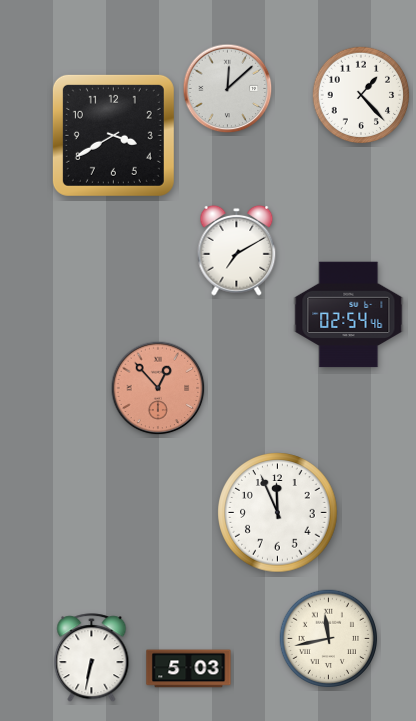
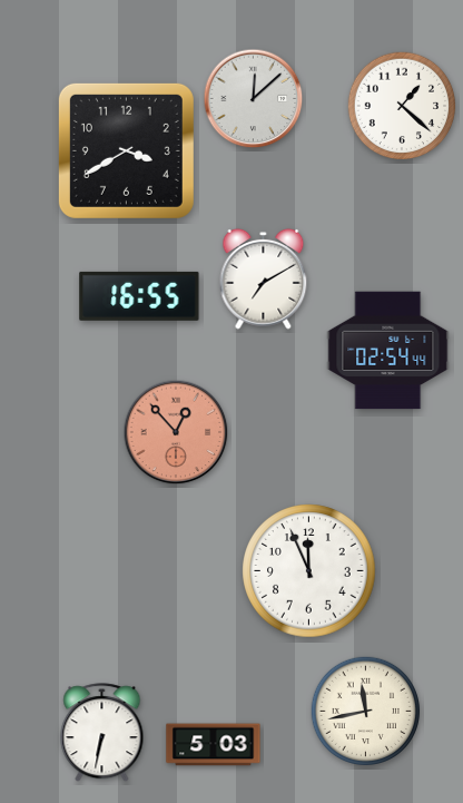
clock at (361, 95): 1:23 -> 1:22
clock at (139, 296): none -> 16:55
clock at (349, 315): 02:54:46 -> 02:54:44
clock at (189, 669) position: (189, 669) -> (214, 745)
